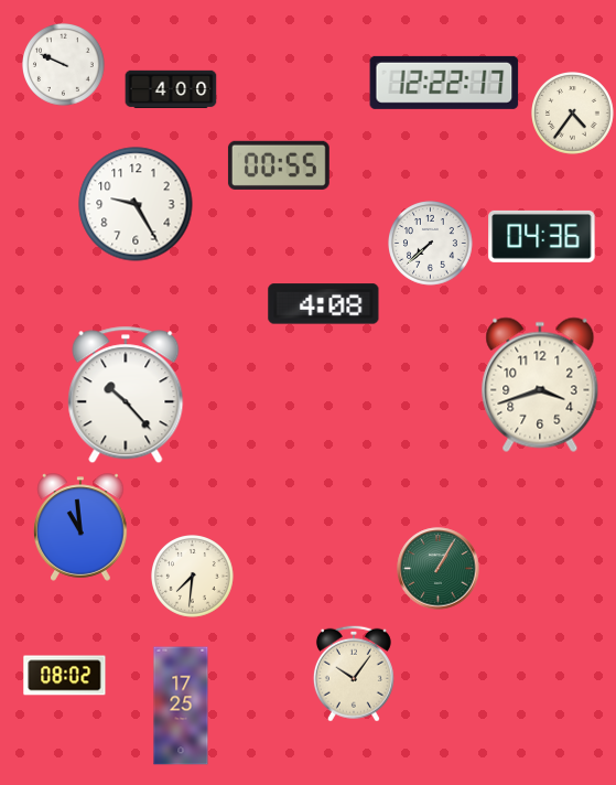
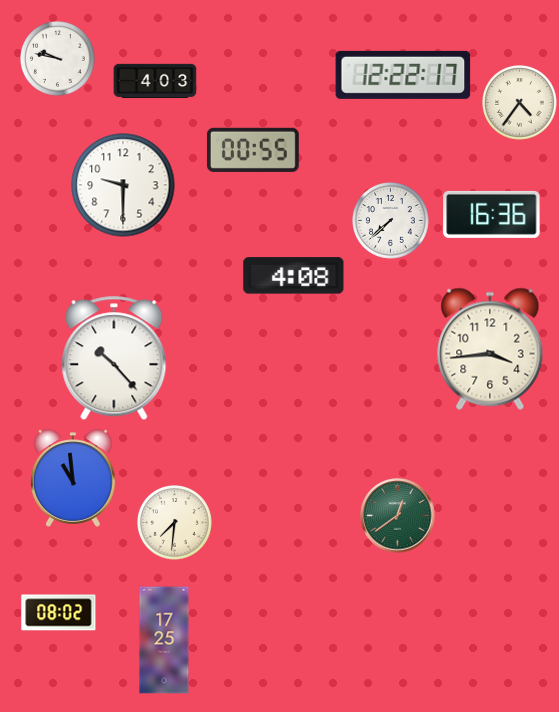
clock at (64, 65): 9:49 -> 9:47
clock at (171, 89): 4:00 -> 4:03
clock at (136, 204): 9:25 -> 9:30
clock at (542, 236): 04:36 -> 16:36
clock at (540, 385): 3:42 -> 3:44
clock at (439, 569): 1:05 -> 12:39
clock at (354, 674): 10:06 -> none
